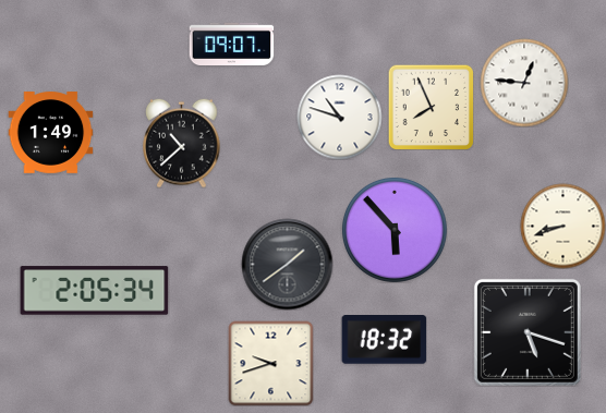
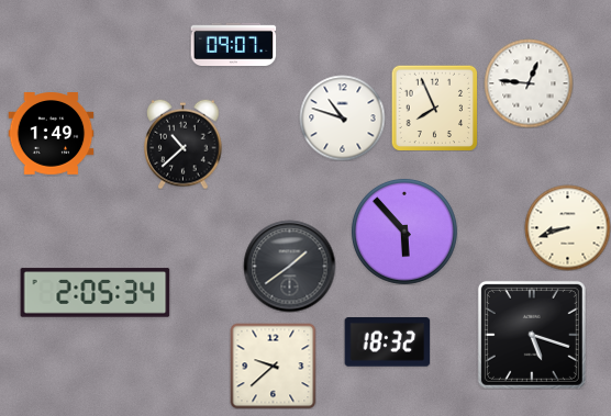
clock at (395, 230) position: (395, 230) -> (404, 232)
clock at (270, 363): 9:42 -> 9:38
